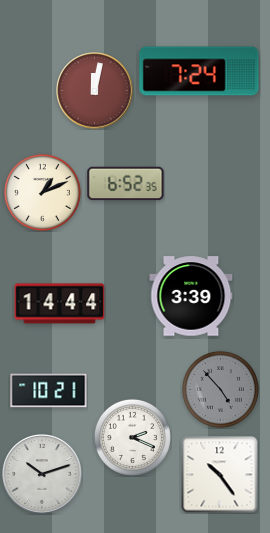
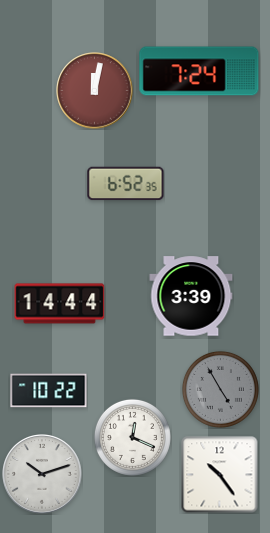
clock at (42, 192): 1:11 -> none
clock at (220, 389): 4:53 -> 4:55
clock at (49, 391): 10:21 -> 10:22
clock at (132, 437): 2:19 -> 12:19
